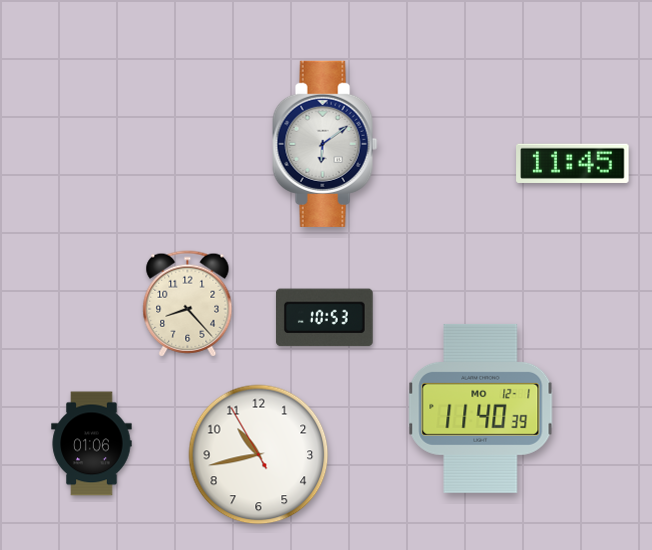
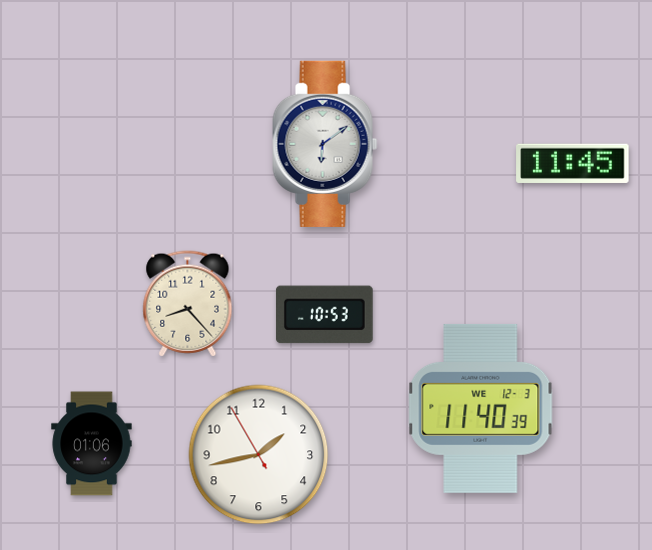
clock at (324, 318) position: (324, 318) -> (324, 315)
clock at (481, 408) date: MO 12-1 -> WE 12-3
clock at (259, 455): 10:42 -> 1:42
